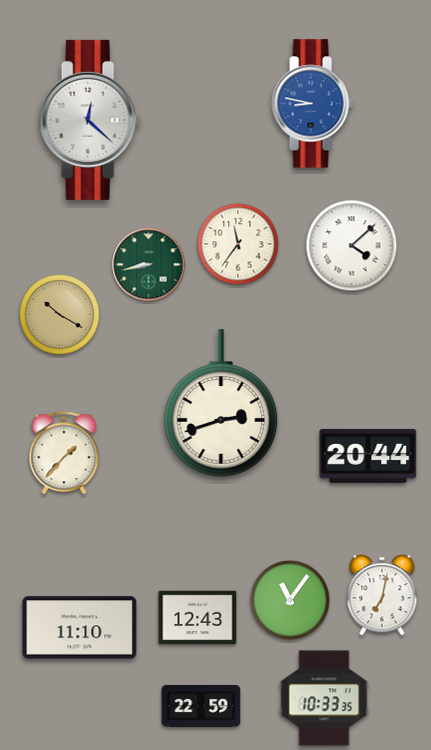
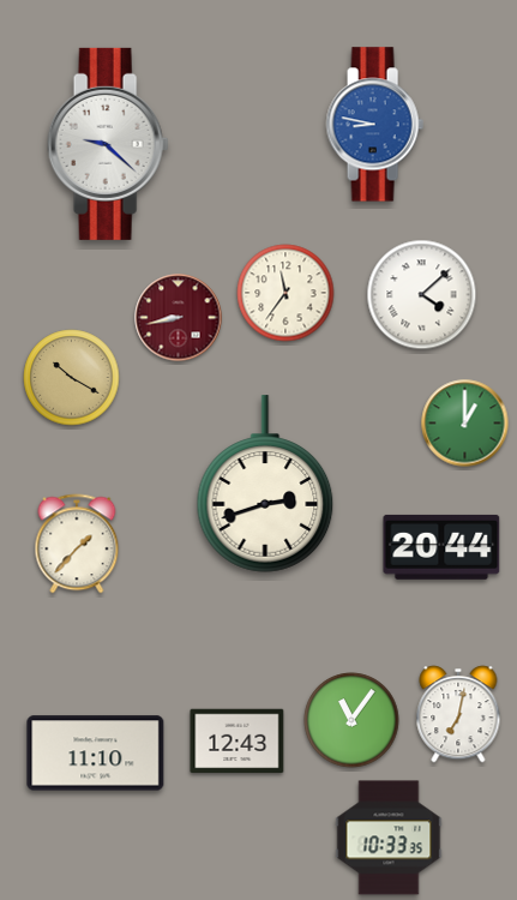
clock at (90, 120): 12:22 -> 9:22
clock at (149, 265) dial: green -> burgundy
clock at (465, 424): none -> 1:00
clock at (290, 600) position: (290, 600) -> (351, 720)
clock at (201, 706): 22:59 -> none
